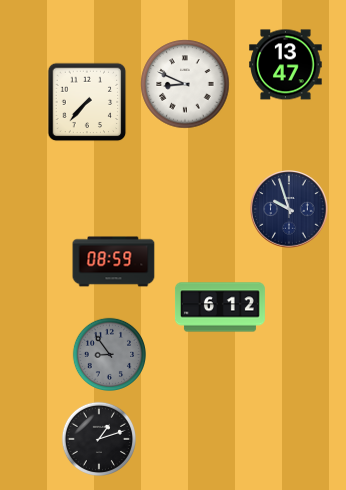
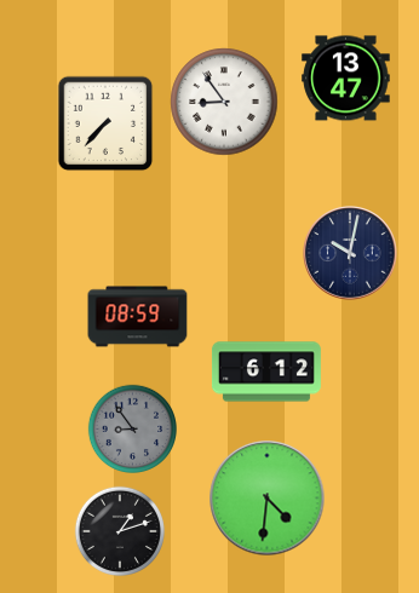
clock at (185, 84): 8:49 -> 8:54
clock at (289, 209): 9:57 -> 10:02
clock at (268, 499): none -> 4:31
